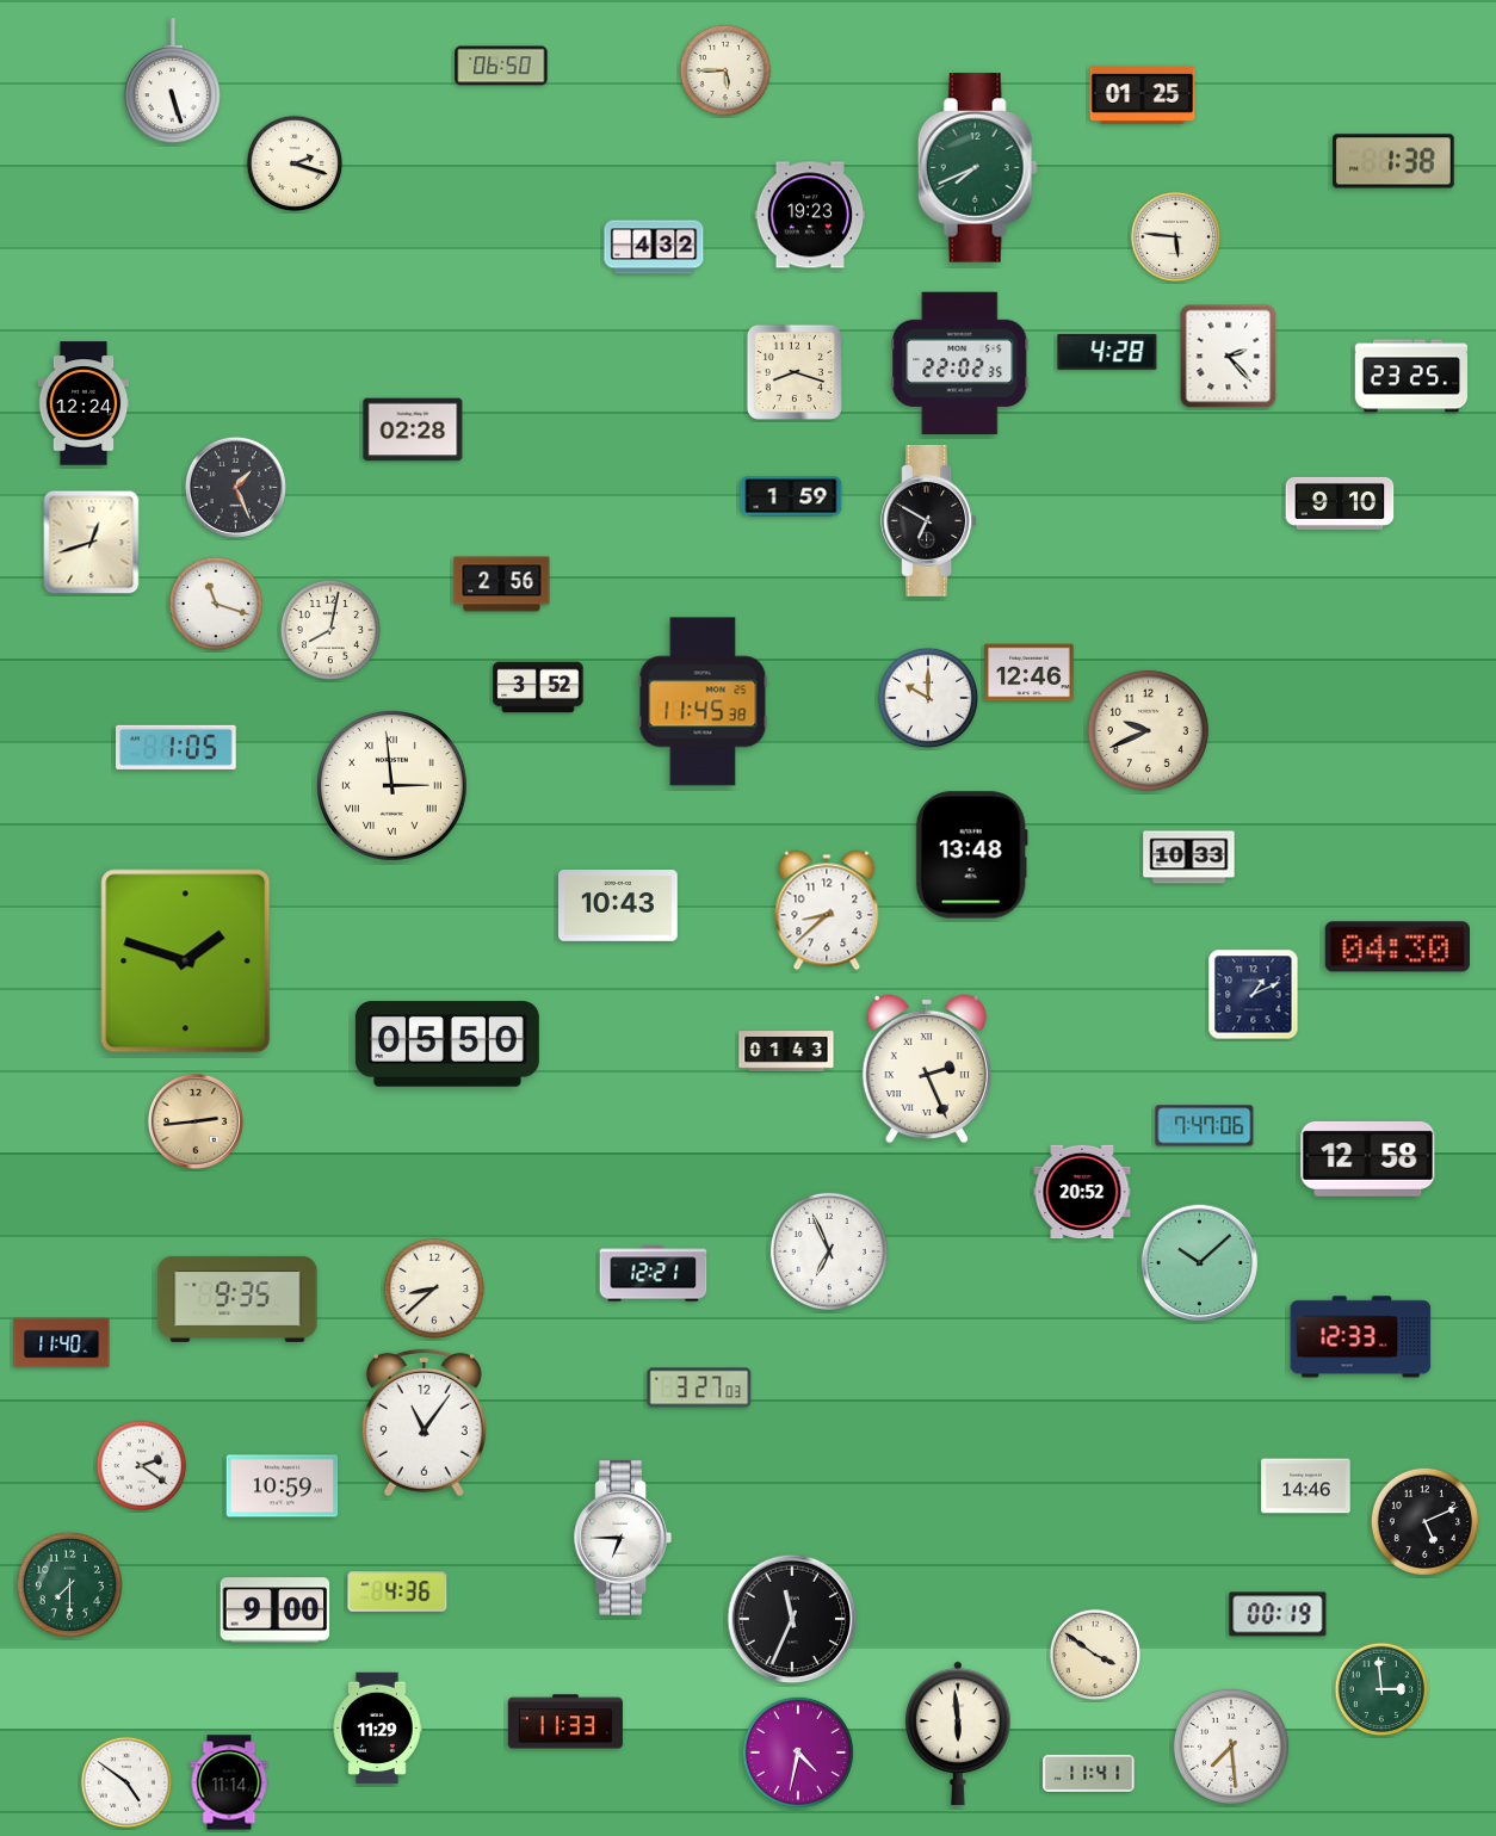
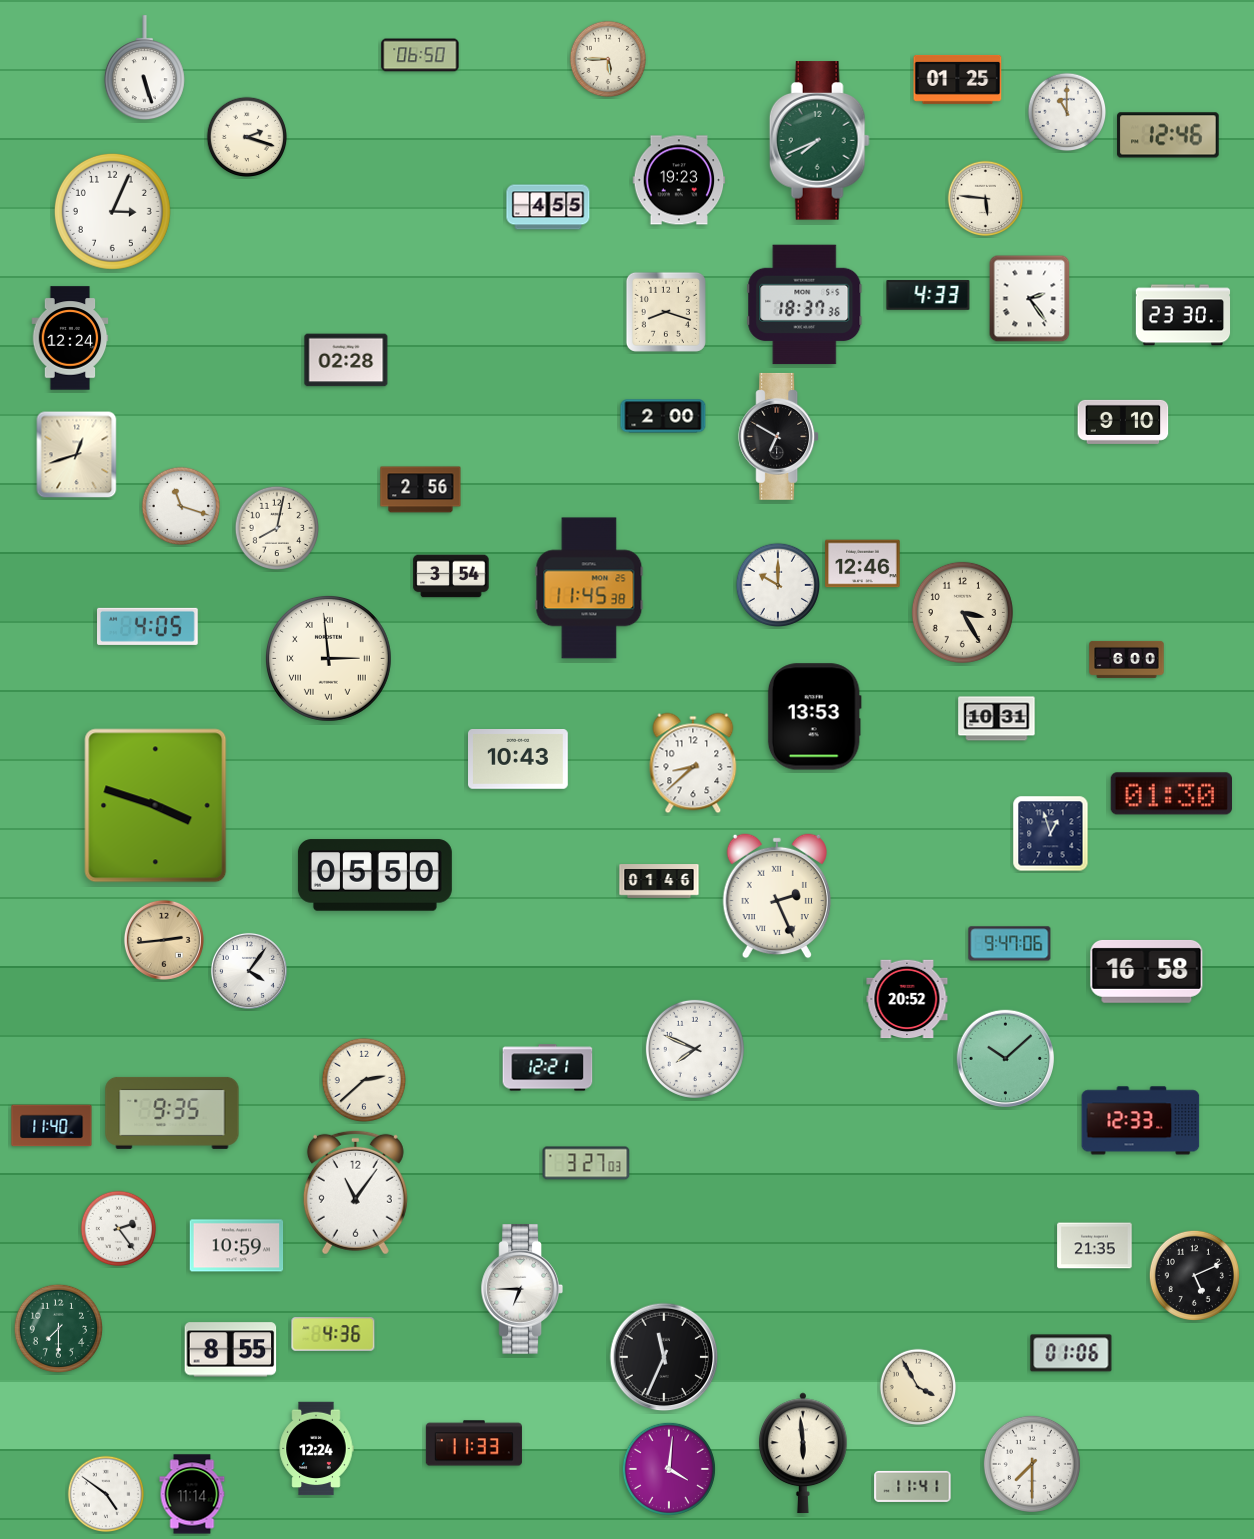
clock at (1067, 112): none -> 11:00
clock at (1393, 161): 1:38 -> 12:46
clock at (654, 247): 4:32 -> 4:55
clock at (112, 211): none -> 3:04
clock at (1107, 352): 4:28 -> 4:33
clock at (1229, 357): 2:23 -> 2:24
clock at (960, 364): 22:02 -> 18:37
clock at (1411, 376): 23:25 -> 23:30
clock at (235, 487): 1:26 -> none
clock at (791, 496): 1:59 -> 2:00
clock at (538, 687): 3:52 -> 3:54
clock at (1148, 730): 9:41 -> 3:25
clock at (177, 747): 1:05 -> 4:05
clock at (1127, 659): none -> 6:00
clock at (971, 855): 13:48 -> 13:53
clock at (1189, 858): 10:33 -> 10:31
clock at (1397, 947): 04:30 -> 01:30
clock at (186, 962): 1:48 -> 3:48
clock at (1254, 995): 1:11 -> 12:57
clock at (786, 1051): 01:43 -> 01:46
clock at (1205, 1126): 7:47 -> 9:47
clock at (249, 971): none -> 4:06
clock at (1368, 1158): 12:58 -> 16:58
clock at (829, 1251): 6:56 -> 7:49
clock at (433, 1287): 8:38 -> 2:38
clock at (237, 1299) position: (237, 1299) -> (172, 1113)
clock at (142, 1466): 2:21 -> 2:24
clock at (1306, 1486): 14:46 -> 21:35
clock at (276, 1611): 9:00 -> 8:55
clock at (1278, 1614): 00:19 -> 01:06
clock at (1095, 1655): 3:51 -> 3:55
clock at (1381, 1689): 2:59 -> none
clock at (377, 1729): 11:29 -> 12:24
clock at (1231, 1747): 7:29 -> 7:30
clock at (798, 1752): 4:32 -> 4:01
